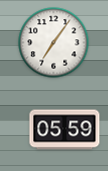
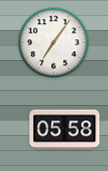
clock at (65, 130): 05:59 -> 05:58
